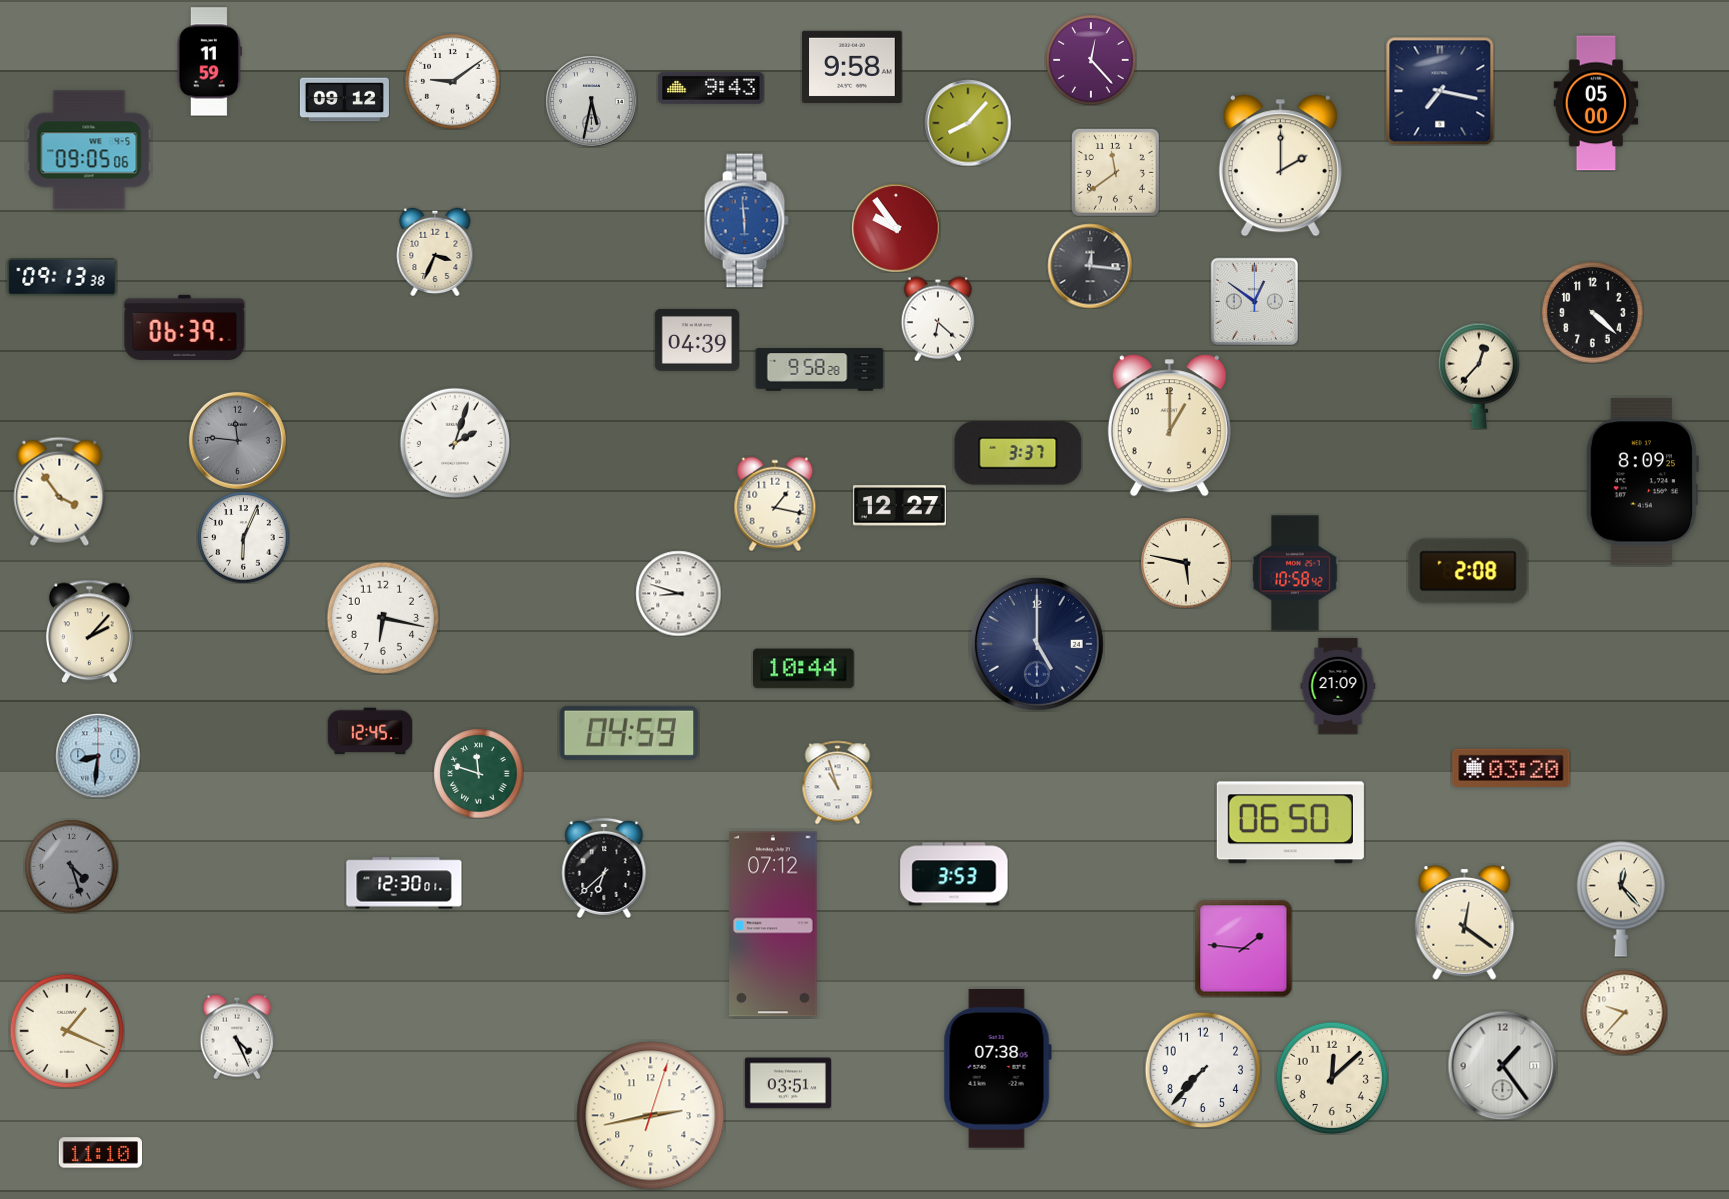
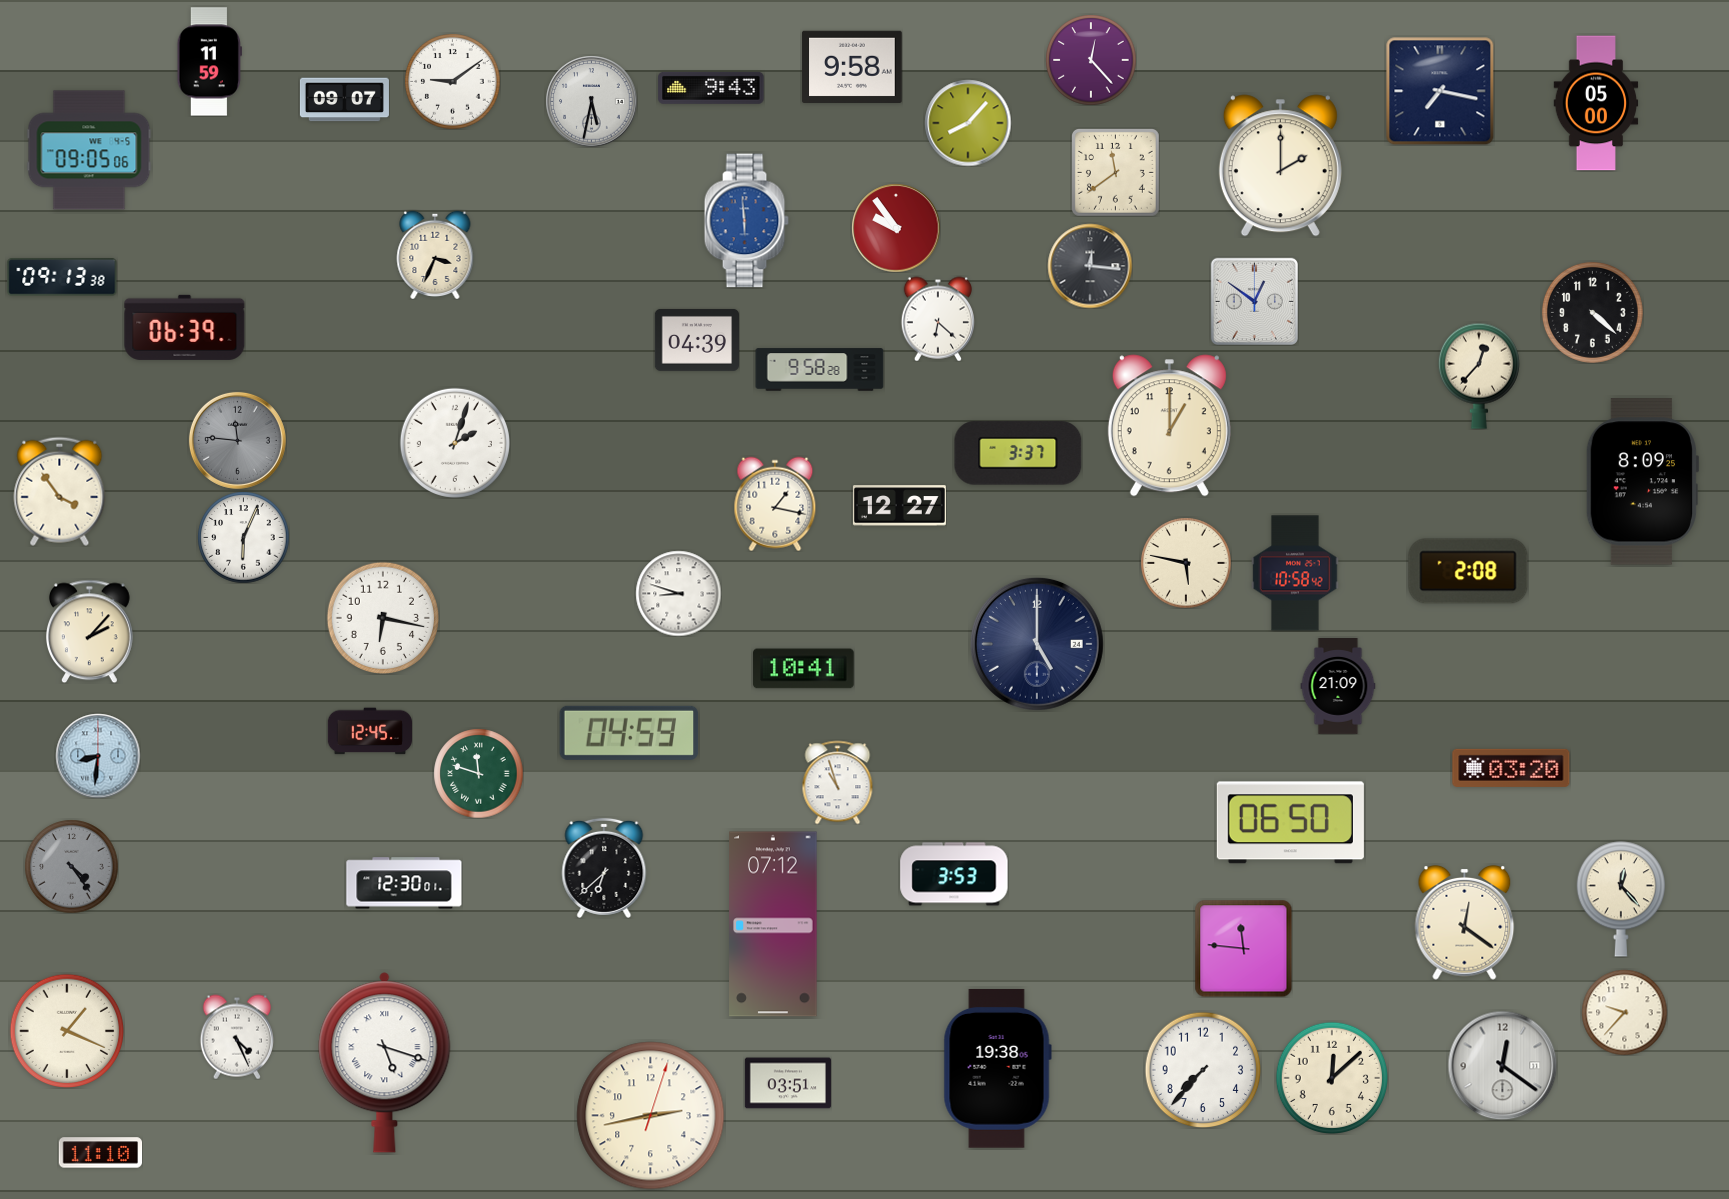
clock at (344, 100): 09:12 -> 09:07
clock at (435, 252) position: (435, 252) -> (435, 255)
clock at (804, 669): 10:44 -> 10:41
clock at (71, 866): 4:27 -> 4:24
clock at (1243, 948): 1:46 -> 11:46
clock at (385, 1063): none -> 5:18
clock at (1502, 1065): 1:24 -> 12:21
clock at (997, 1068): 07:38 -> 19:38
